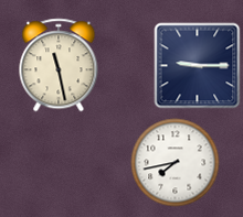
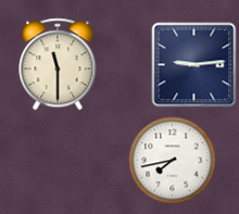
clock at (59, 65): 11:28 -> 11:30
clock at (197, 65): 9:15 -> 9:14
